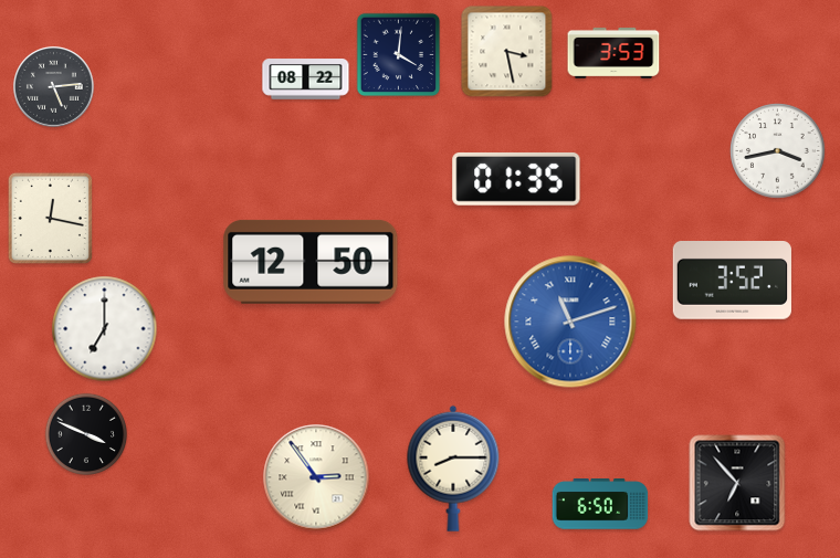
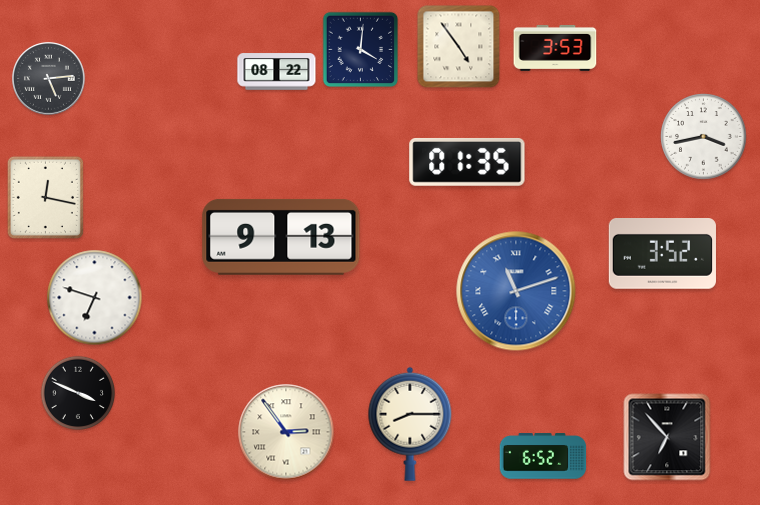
clock at (507, 52): 3:28 -> 4:54
clock at (311, 262): 12:50 -> 9:13
clock at (105, 329): 7:00 -> 6:48
clock at (600, 504): 6:50 -> 6:52
